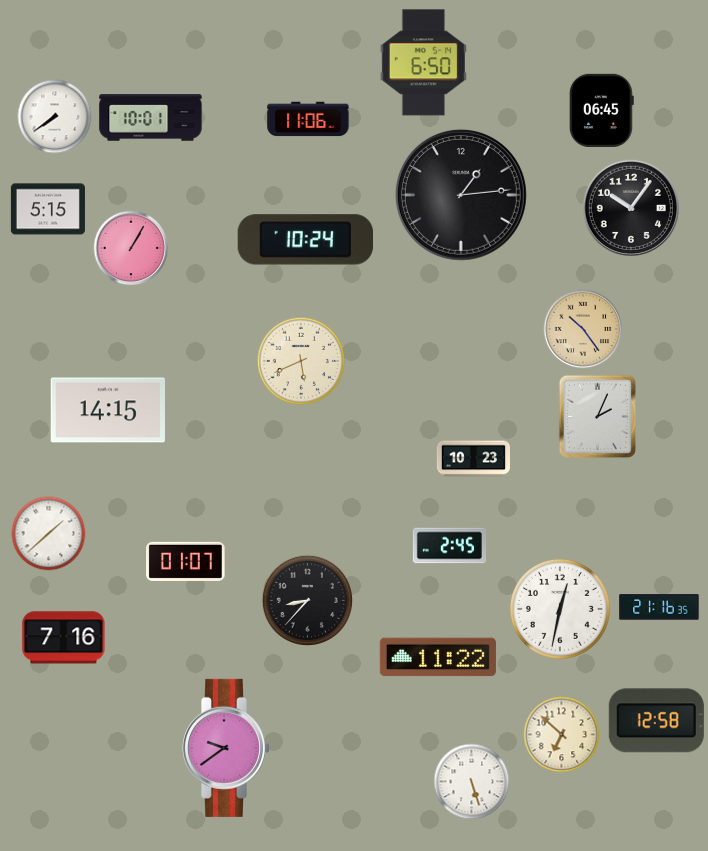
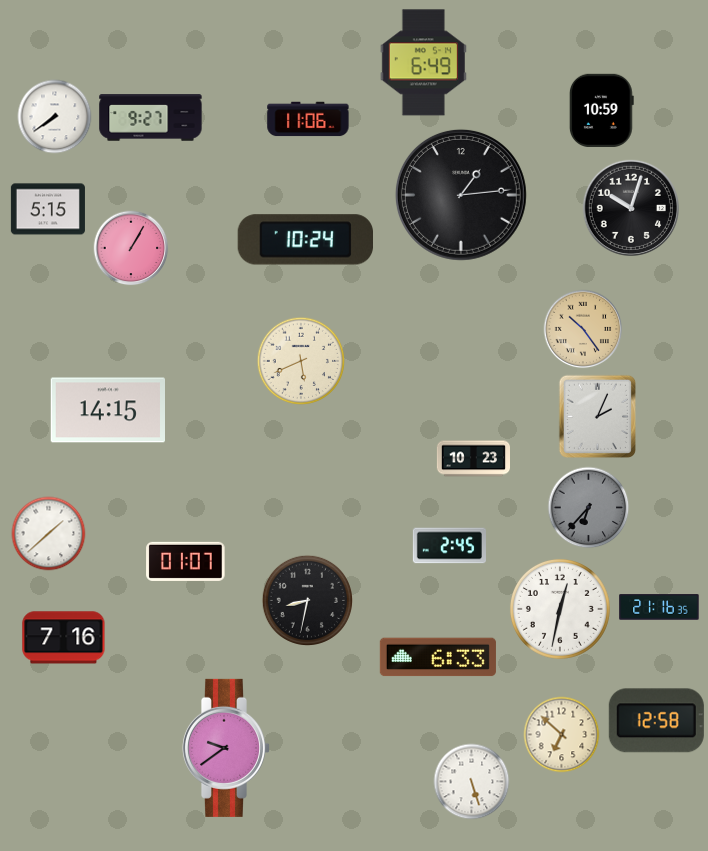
clock at (423, 63): 6:50 -> 6:49
clock at (601, 110): 06:45 -> 10:59
clock at (151, 118): 10:01 -> 9:27
clock at (631, 208): 10:06 -> 10:03
clock at (589, 508): none -> 6:37
clock at (307, 600): 8:37 -> 8:32
clock at (438, 657): 11:22 -> 6:33
